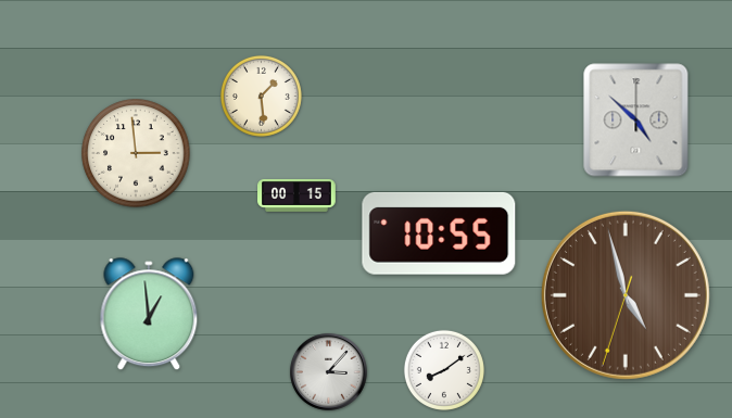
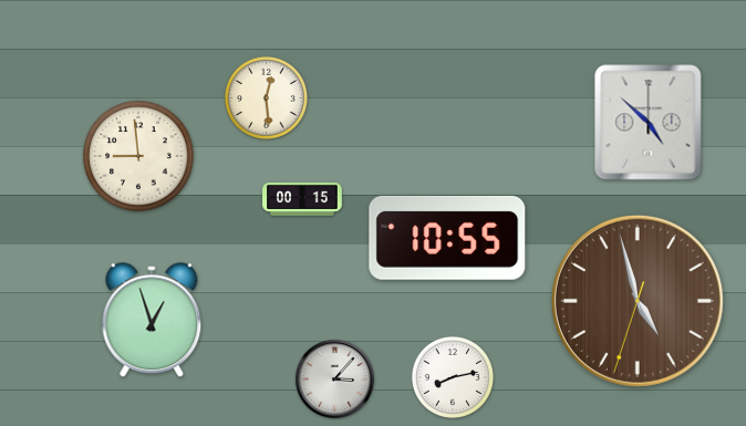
clock at (261, 96): 1:29 -> 12:29
clock at (136, 153): 2:59 -> 8:59
clock at (149, 315): 12:59 -> 12:57
clock at (444, 370): 8:09 -> 8:13
